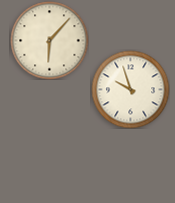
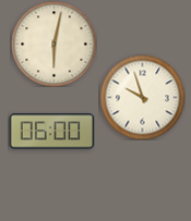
clock at (49, 40): 6:07 -> 6:02
clock at (51, 132): none -> 06:00
